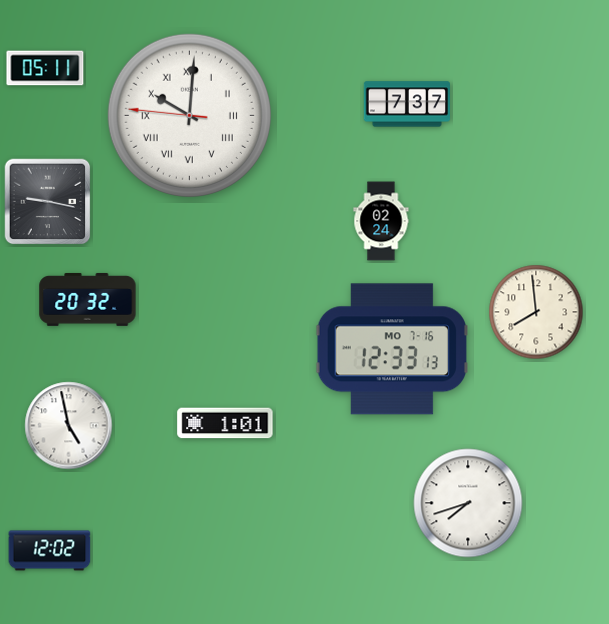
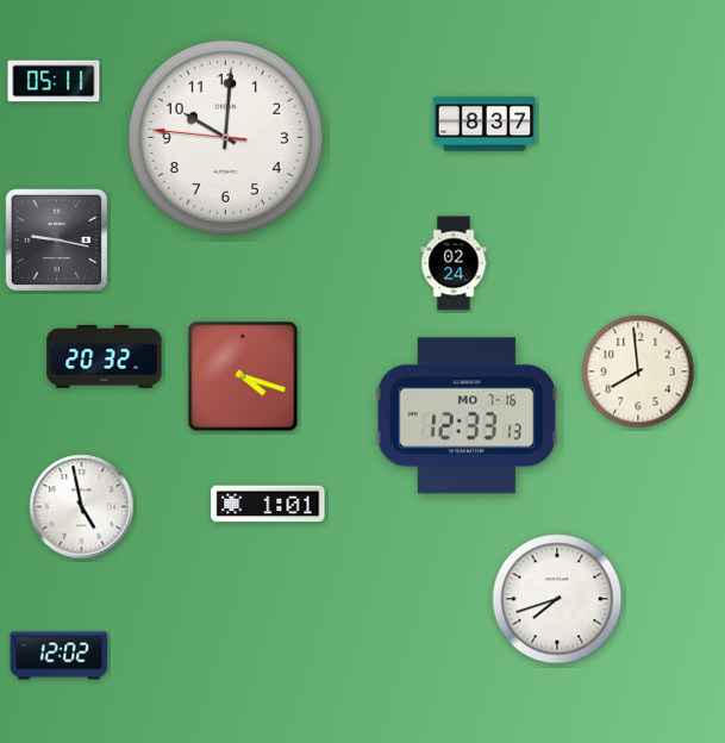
clock at (406, 104): 7:37 -> 8:37
clock at (189, 115) numerals: Roman -> Arabic
clock at (243, 376): none -> 4:18
